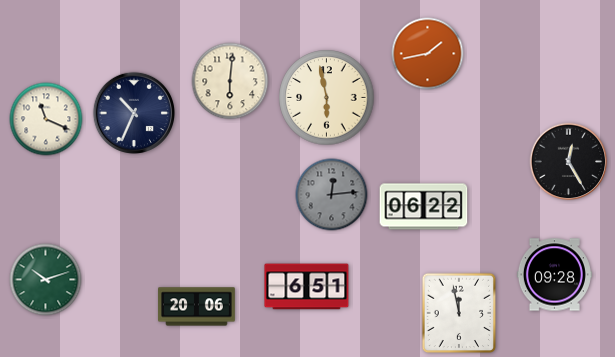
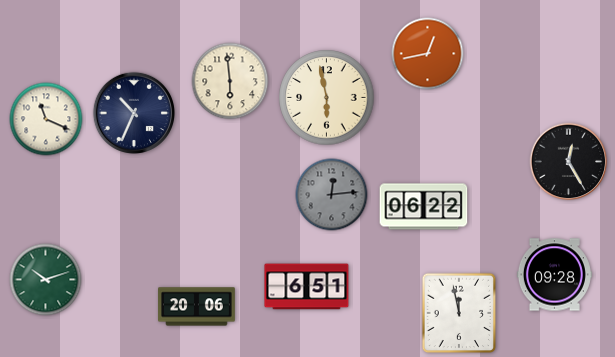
clock at (428, 54): 1:43 -> 12:43
clock at (230, 81): 6:01 -> 5:59
